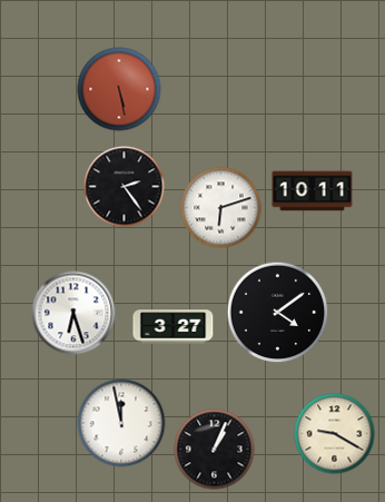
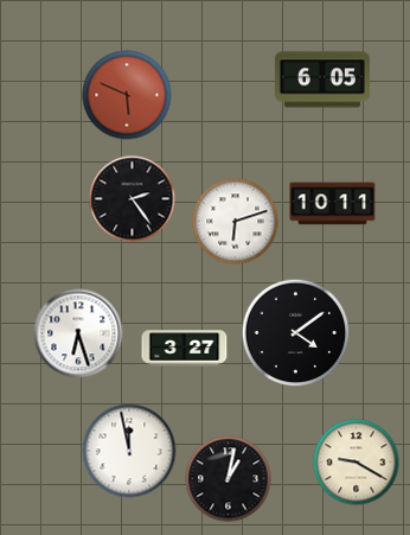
clock at (322, 79): none -> 6:05
clock at (119, 89): 5:28 -> 5:49
clock at (215, 450): 1:04 -> 1:02
